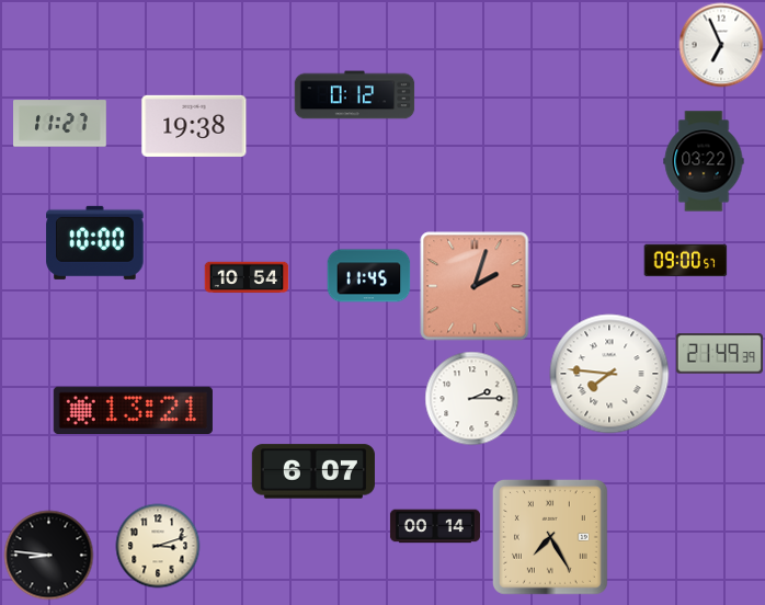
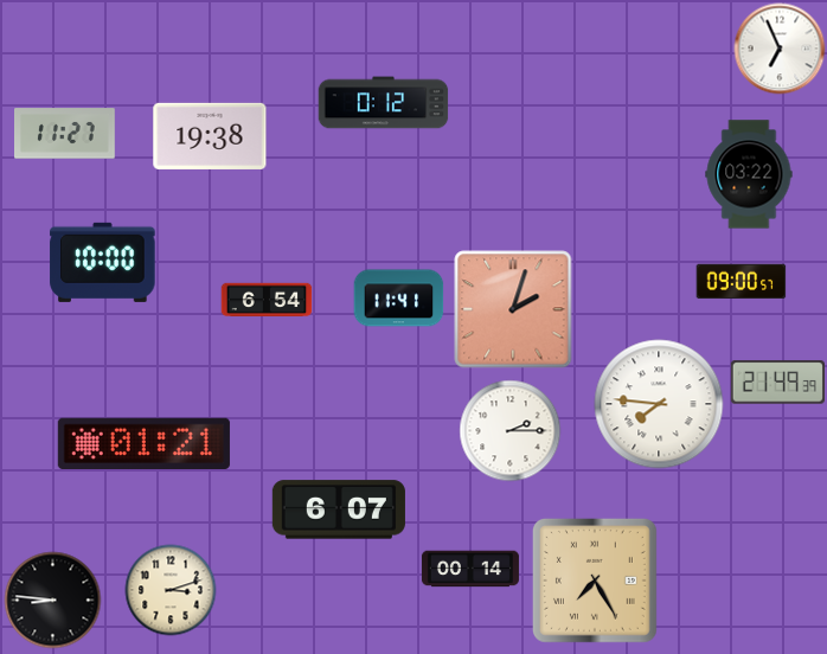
clock at (704, 161) position: (704, 161) -> (749, 174)
clock at (369, 276): 11:45 -> 11:41
clock at (247, 277): 10:54 -> 6:54
clock at (133, 411): 13:21 -> 01:21
